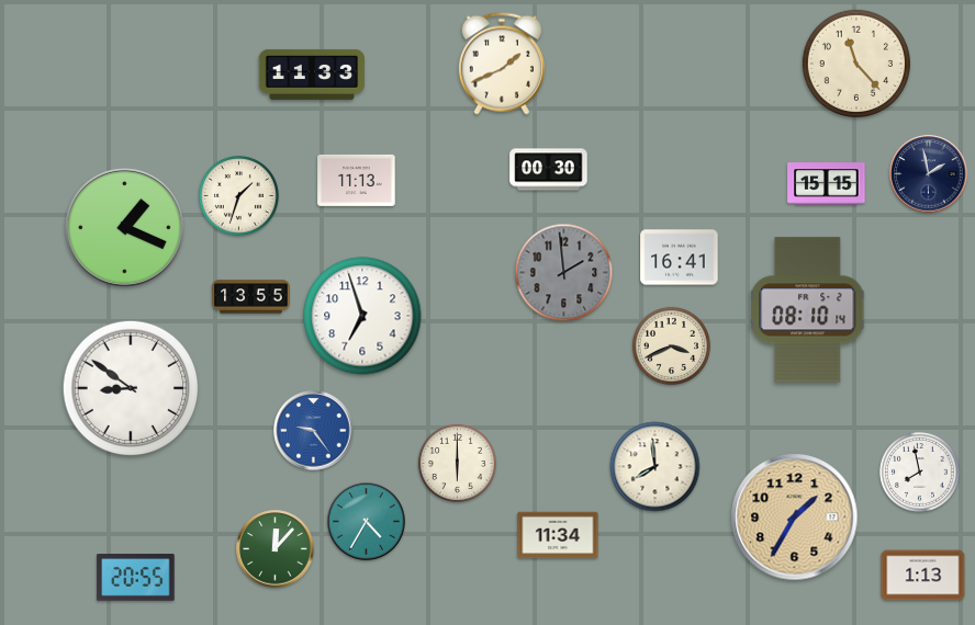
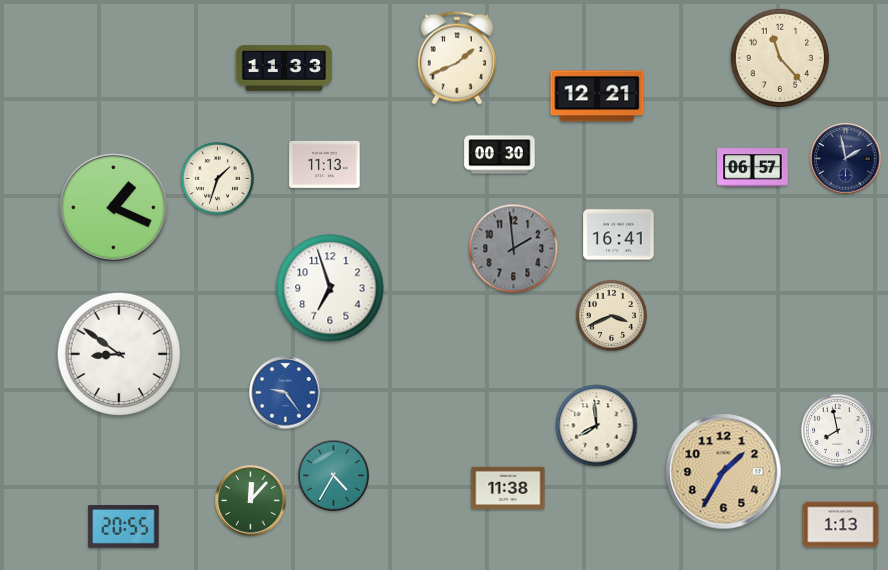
clock at (597, 96): none -> 12:21
clock at (827, 184): 15:15 -> 06:57
clock at (251, 297): 13:55 -> none
clock at (808, 310): 08:10 -> none
clock at (457, 463): 6:00 -> none
clock at (558, 535): 11:34 -> 11:38
